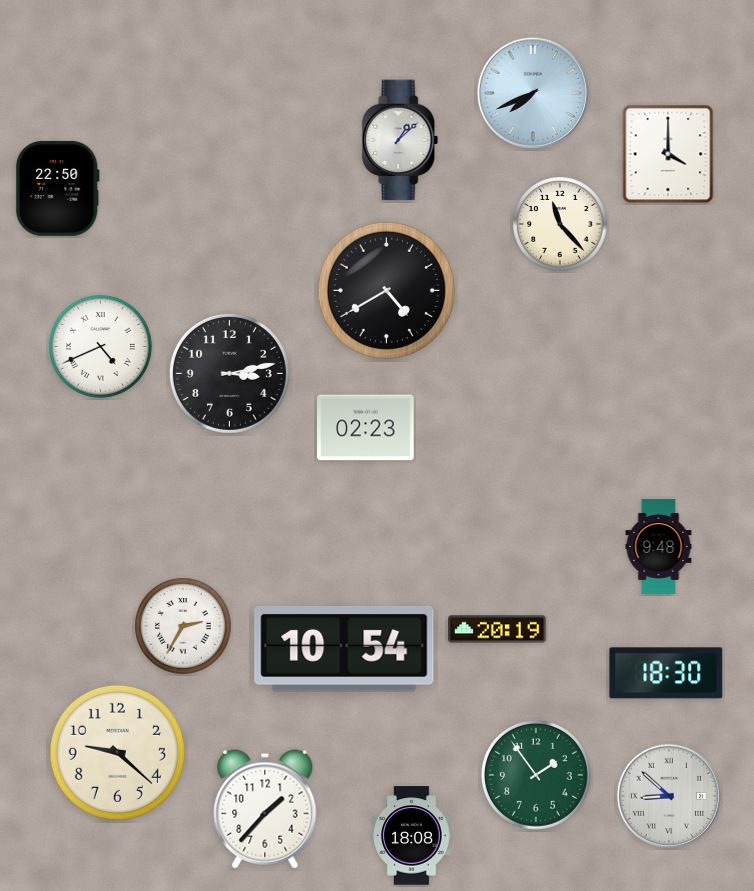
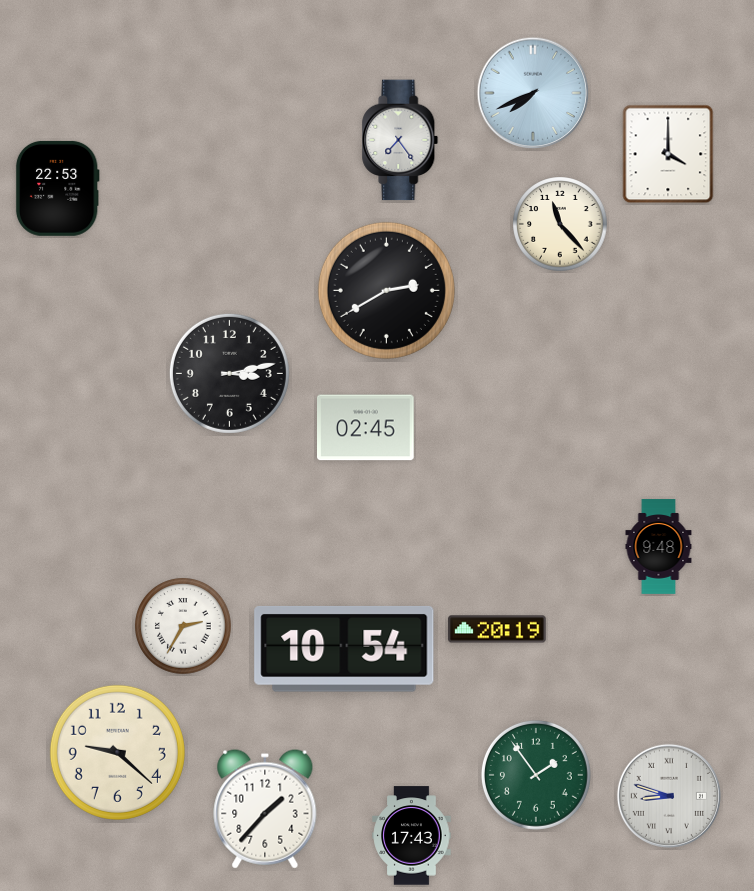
clock at (400, 140): 1:08 -> 7:24
clock at (57, 188): 22:50 -> 22:53
clock at (386, 290): 4:40 -> 2:40
clock at (101, 347): 4:41 -> none
clock at (366, 428): 02:23 -> 02:45
clock at (666, 673): 18:30 -> none
clock at (669, 796): 8:52 -> 8:48
clock at (412, 836): 18:08 -> 17:43
